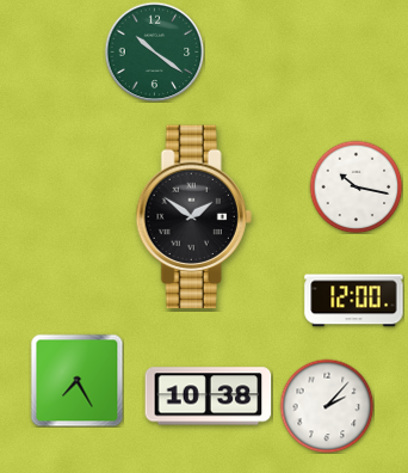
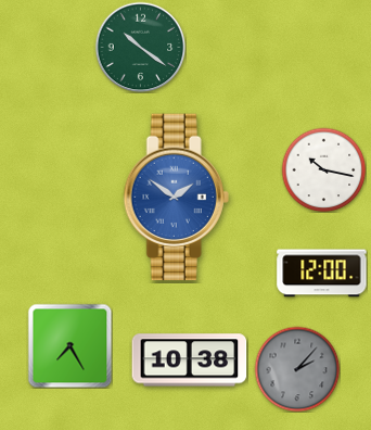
clock at (193, 217) dial: black -> blue
clock at (327, 406) dial: white -> grey
